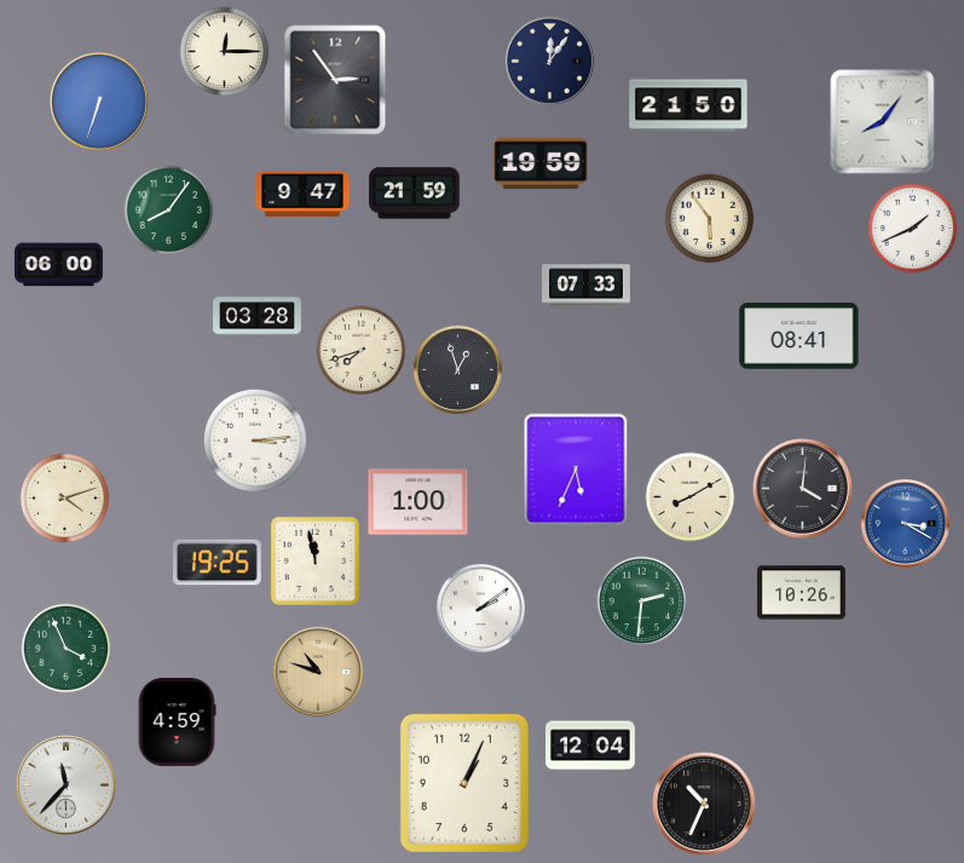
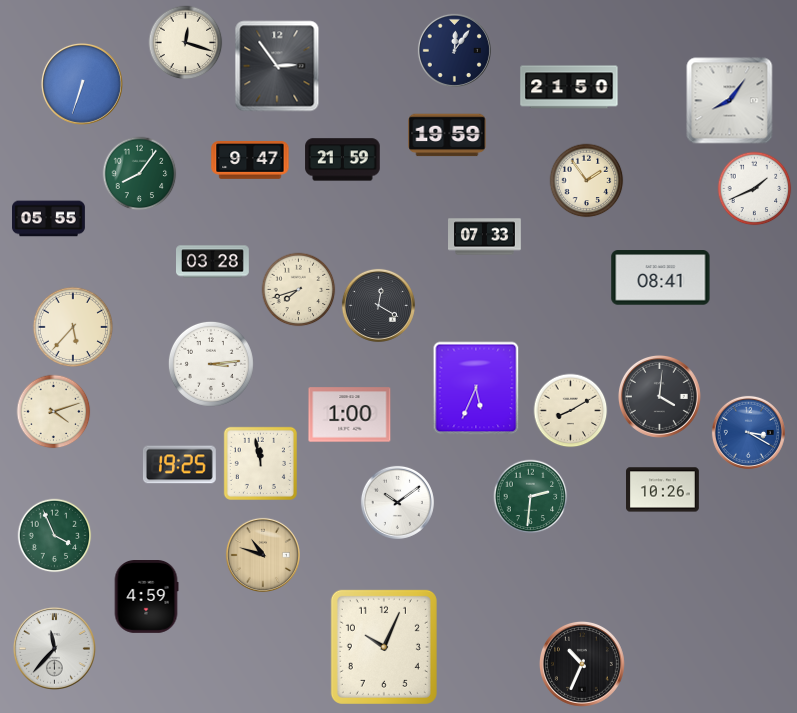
clock at (225, 52): 12:15 -> 12:18
clock at (710, 219): 5:54 -> 1:54
clock at (59, 265): 06:00 -> 05:55
clock at (457, 369): 12:57 -> 12:20
clock at (72, 326): none -> 5:37
clock at (802, 488) position: (802, 488) -> (659, 396)
clock at (418, 502) position: (418, 502) -> (350, 415)
clock at (480, 608): 2:09 -> 10:09
clock at (590, 746): 12:04 -> none
clock at (464, 783): 1:04 -> 10:04
